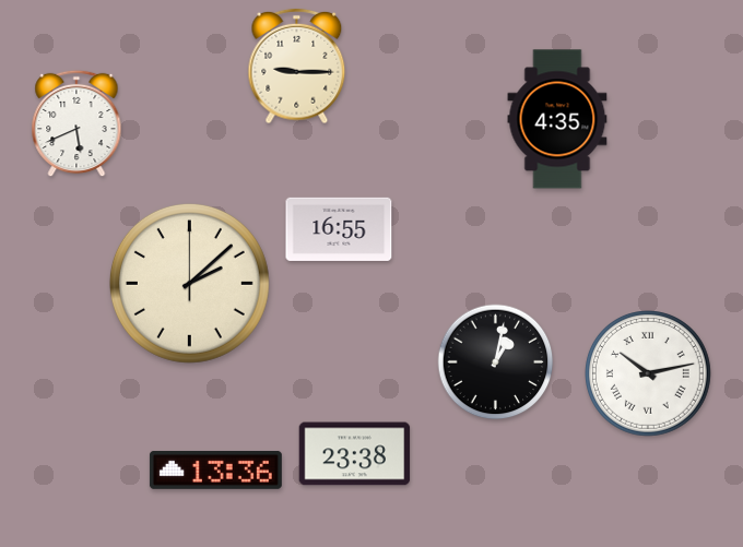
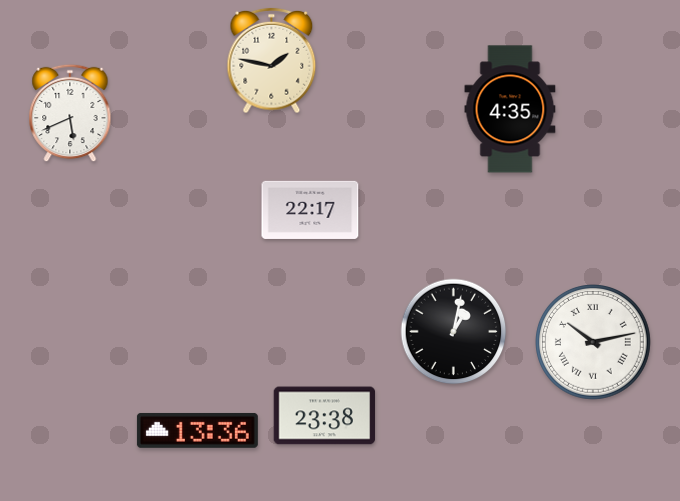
clock at (297, 67): 9:15 -> 1:47
clock at (339, 229): 16:55 -> 22:17
clock at (189, 283): 2:08 -> none
